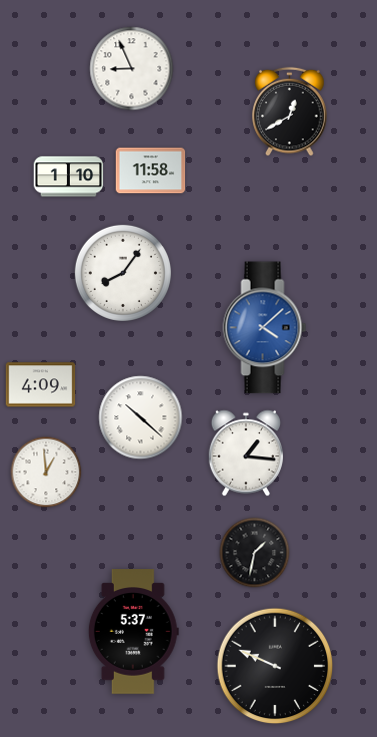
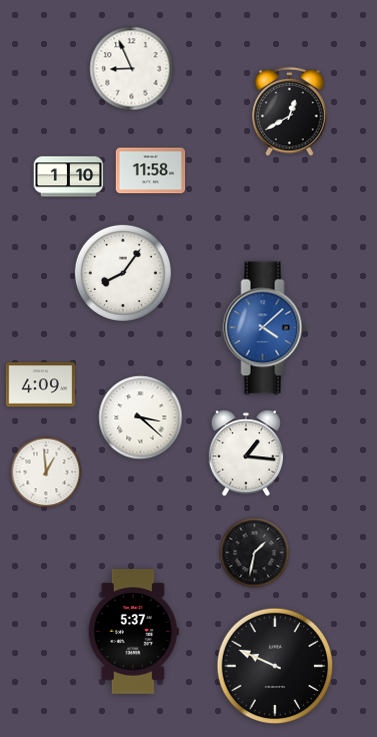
clock at (141, 418): 10:22 -> 3:22
